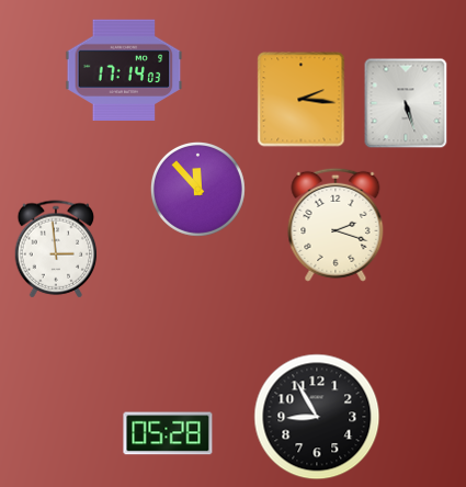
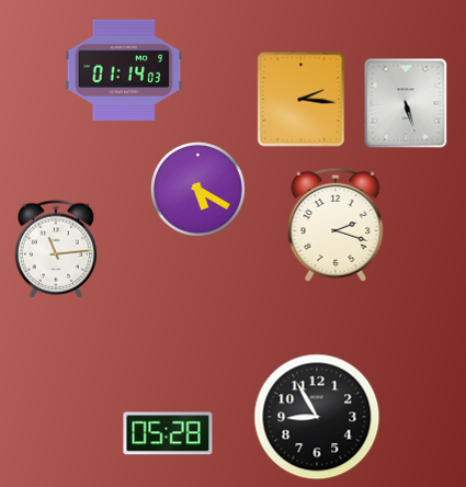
clock at (124, 69): 17:14 -> 01:14
clock at (197, 189): 11:53 -> 5:20
clock at (56, 249): 2:59 -> 11:14
